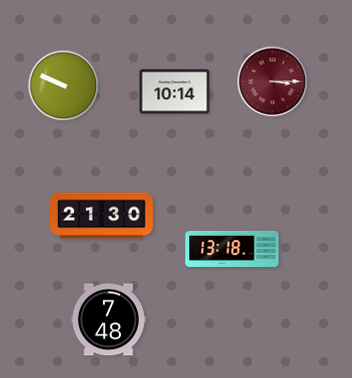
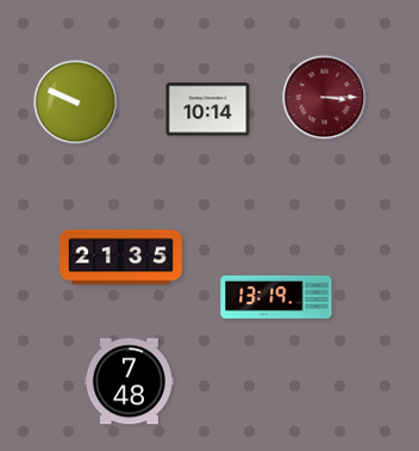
clock at (102, 216): 21:30 -> 21:35
clock at (232, 249): 13:18 -> 13:19
